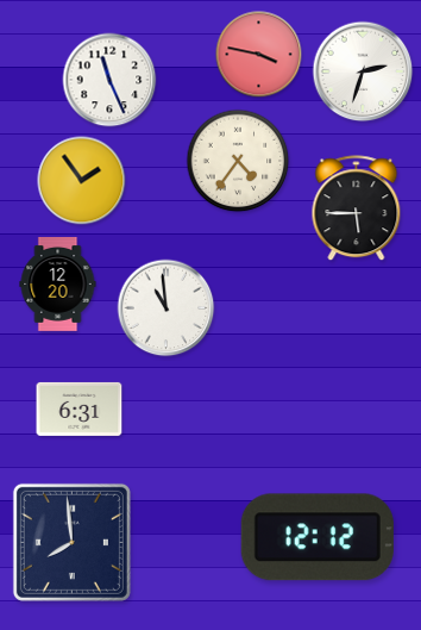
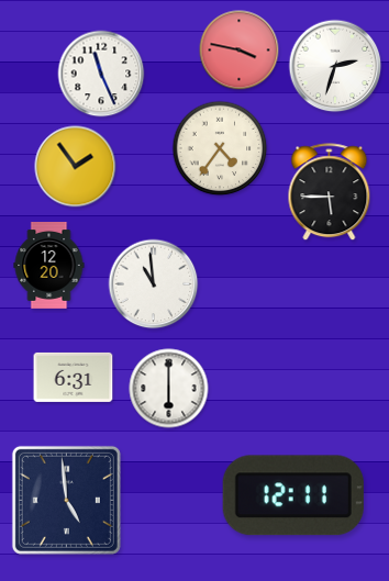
clock at (58, 285) position: (58, 285) -> (49, 266)
clock at (169, 389): none -> 6:00
clock at (318, 537): 12:12 -> 12:11
clock at (71, 542): 7:59 -> 4:59
